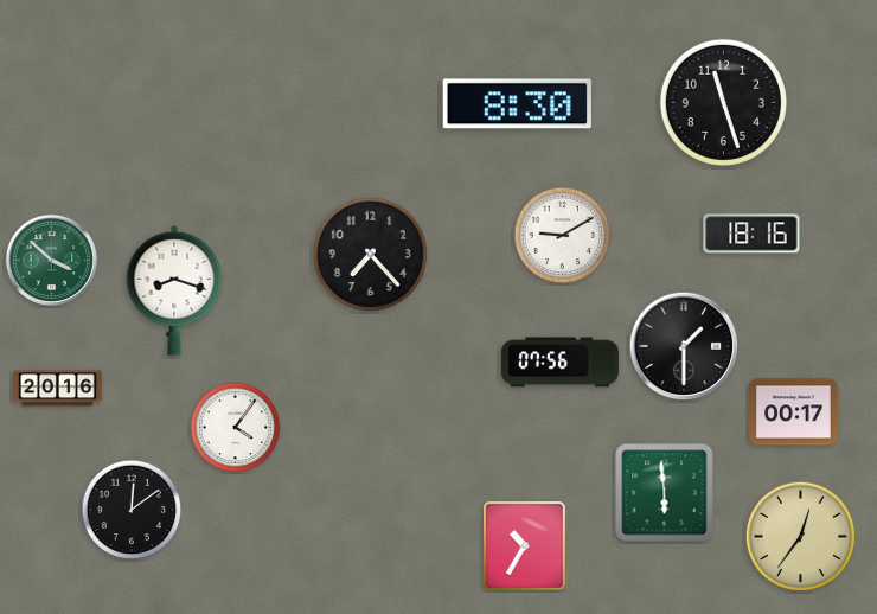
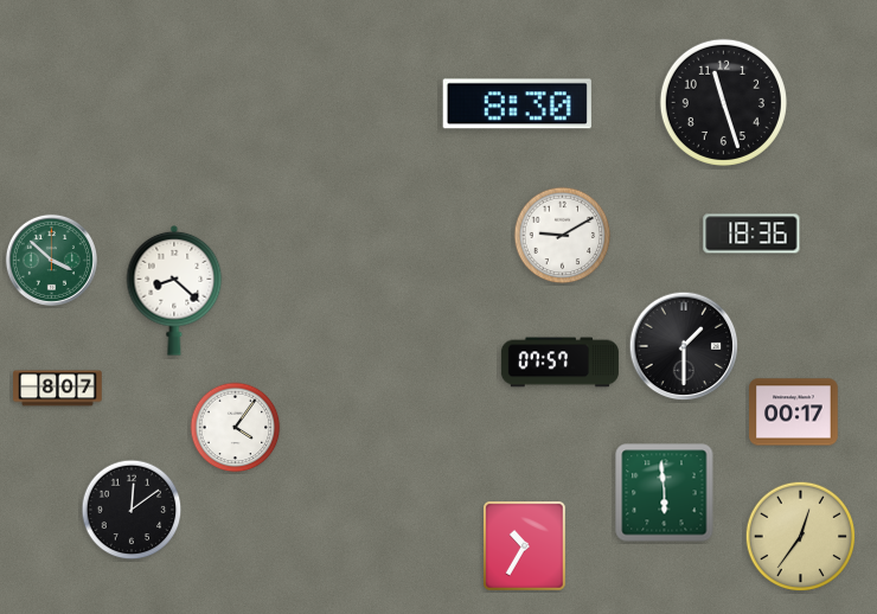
clock at (751, 234): 18:16 -> 18:36
clock at (370, 254): 7:23 -> none
clock at (174, 290): 8:18 -> 8:22
clock at (559, 363): 07:56 -> 07:57
clock at (58, 389): 20:16 -> 8:07
